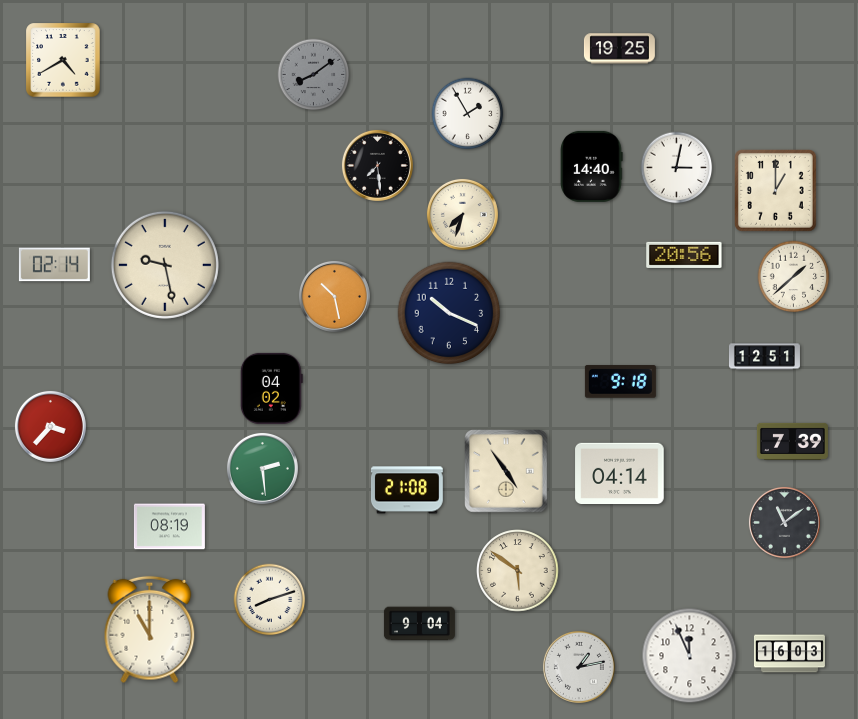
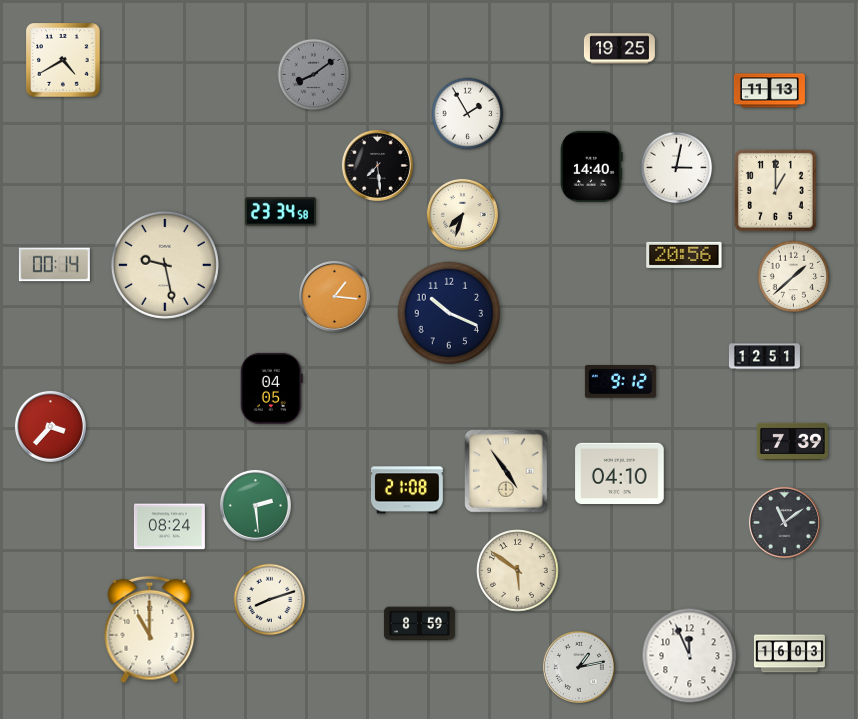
clock at (769, 91): none -> 11:13
clock at (280, 212): none -> 23:34
clock at (54, 265): 02:14 -> 00:14
clock at (334, 296): 10:28 -> 1:16
clock at (620, 382): 9:18 -> 9:12
clock at (271, 388): 04:02 -> 04:05
clock at (262, 468) position: (262, 468) -> (255, 505)
clock at (620, 473): 04:14 -> 04:10
clock at (169, 527): 08:19 -> 08:24
clock at (419, 624): 9:04 -> 8:59
